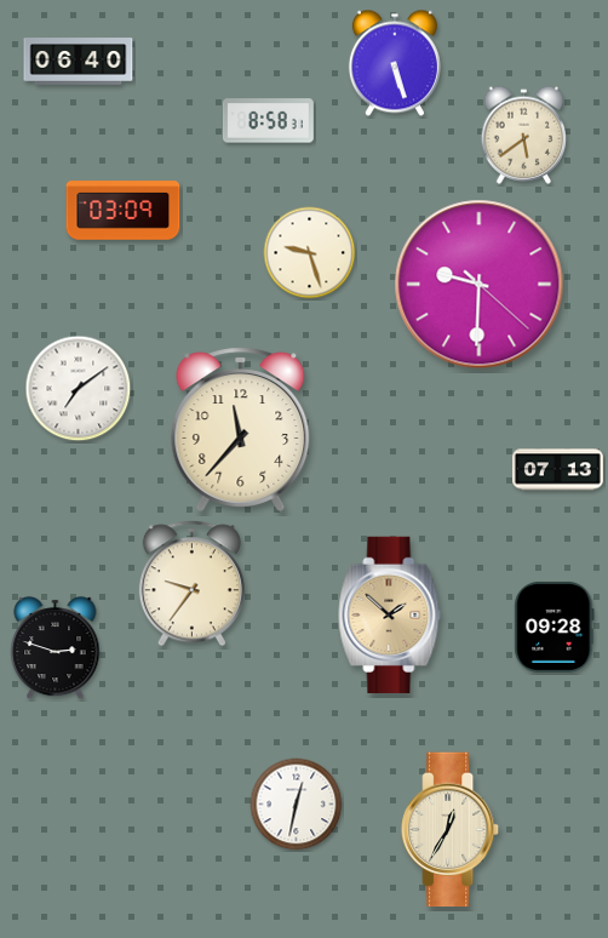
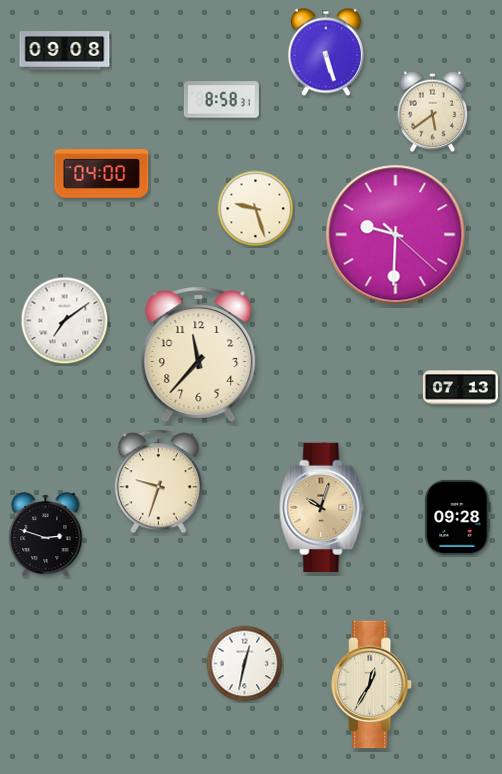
clock at (79, 62): 06:40 -> 09:08
clock at (124, 211): 03:09 -> 04:00
clock at (191, 584): 9:36 -> 9:33
clock at (390, 614): 1:52 -> 10:03
